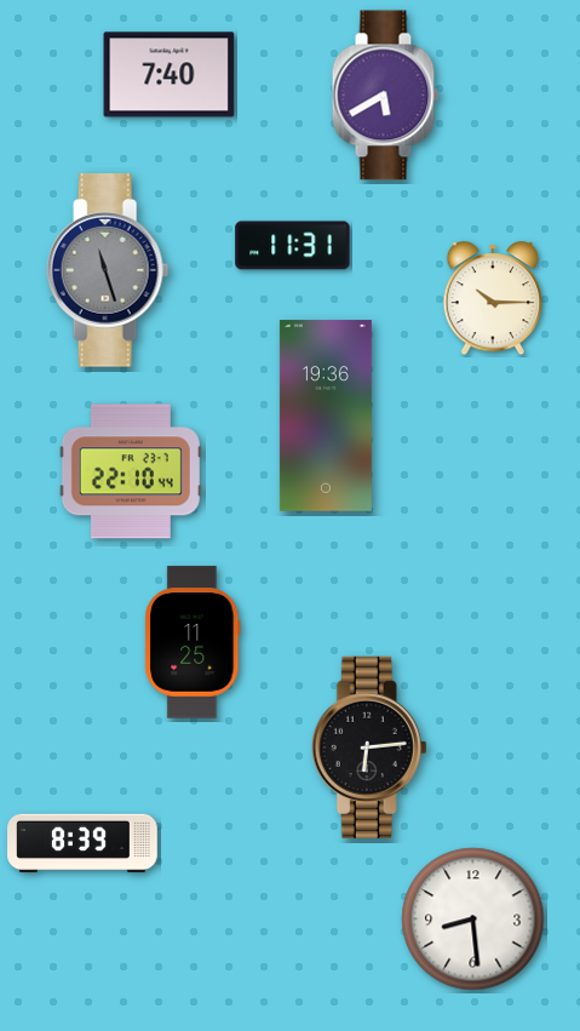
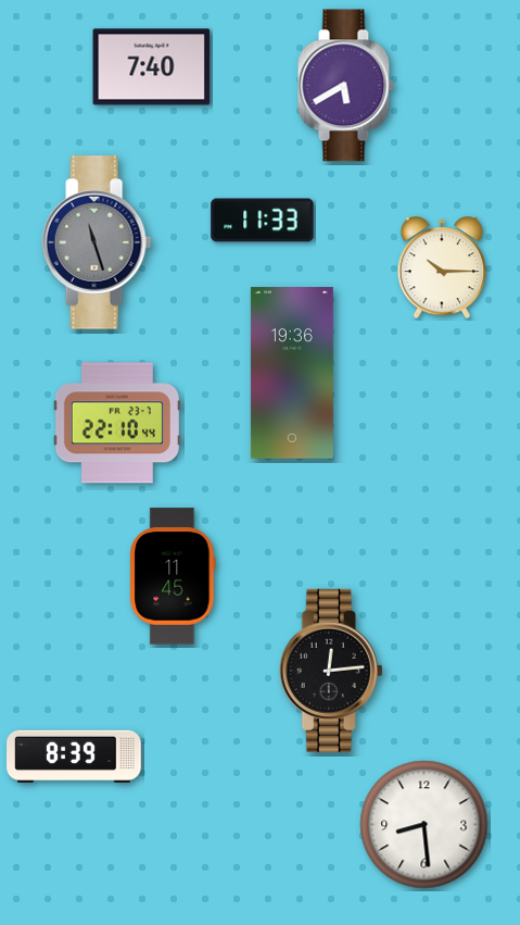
clock at (293, 246): 11:31 -> 11:33
clock at (193, 642): 11:25 -> 11:45
clock at (369, 748): 6:14 -> 12:14
